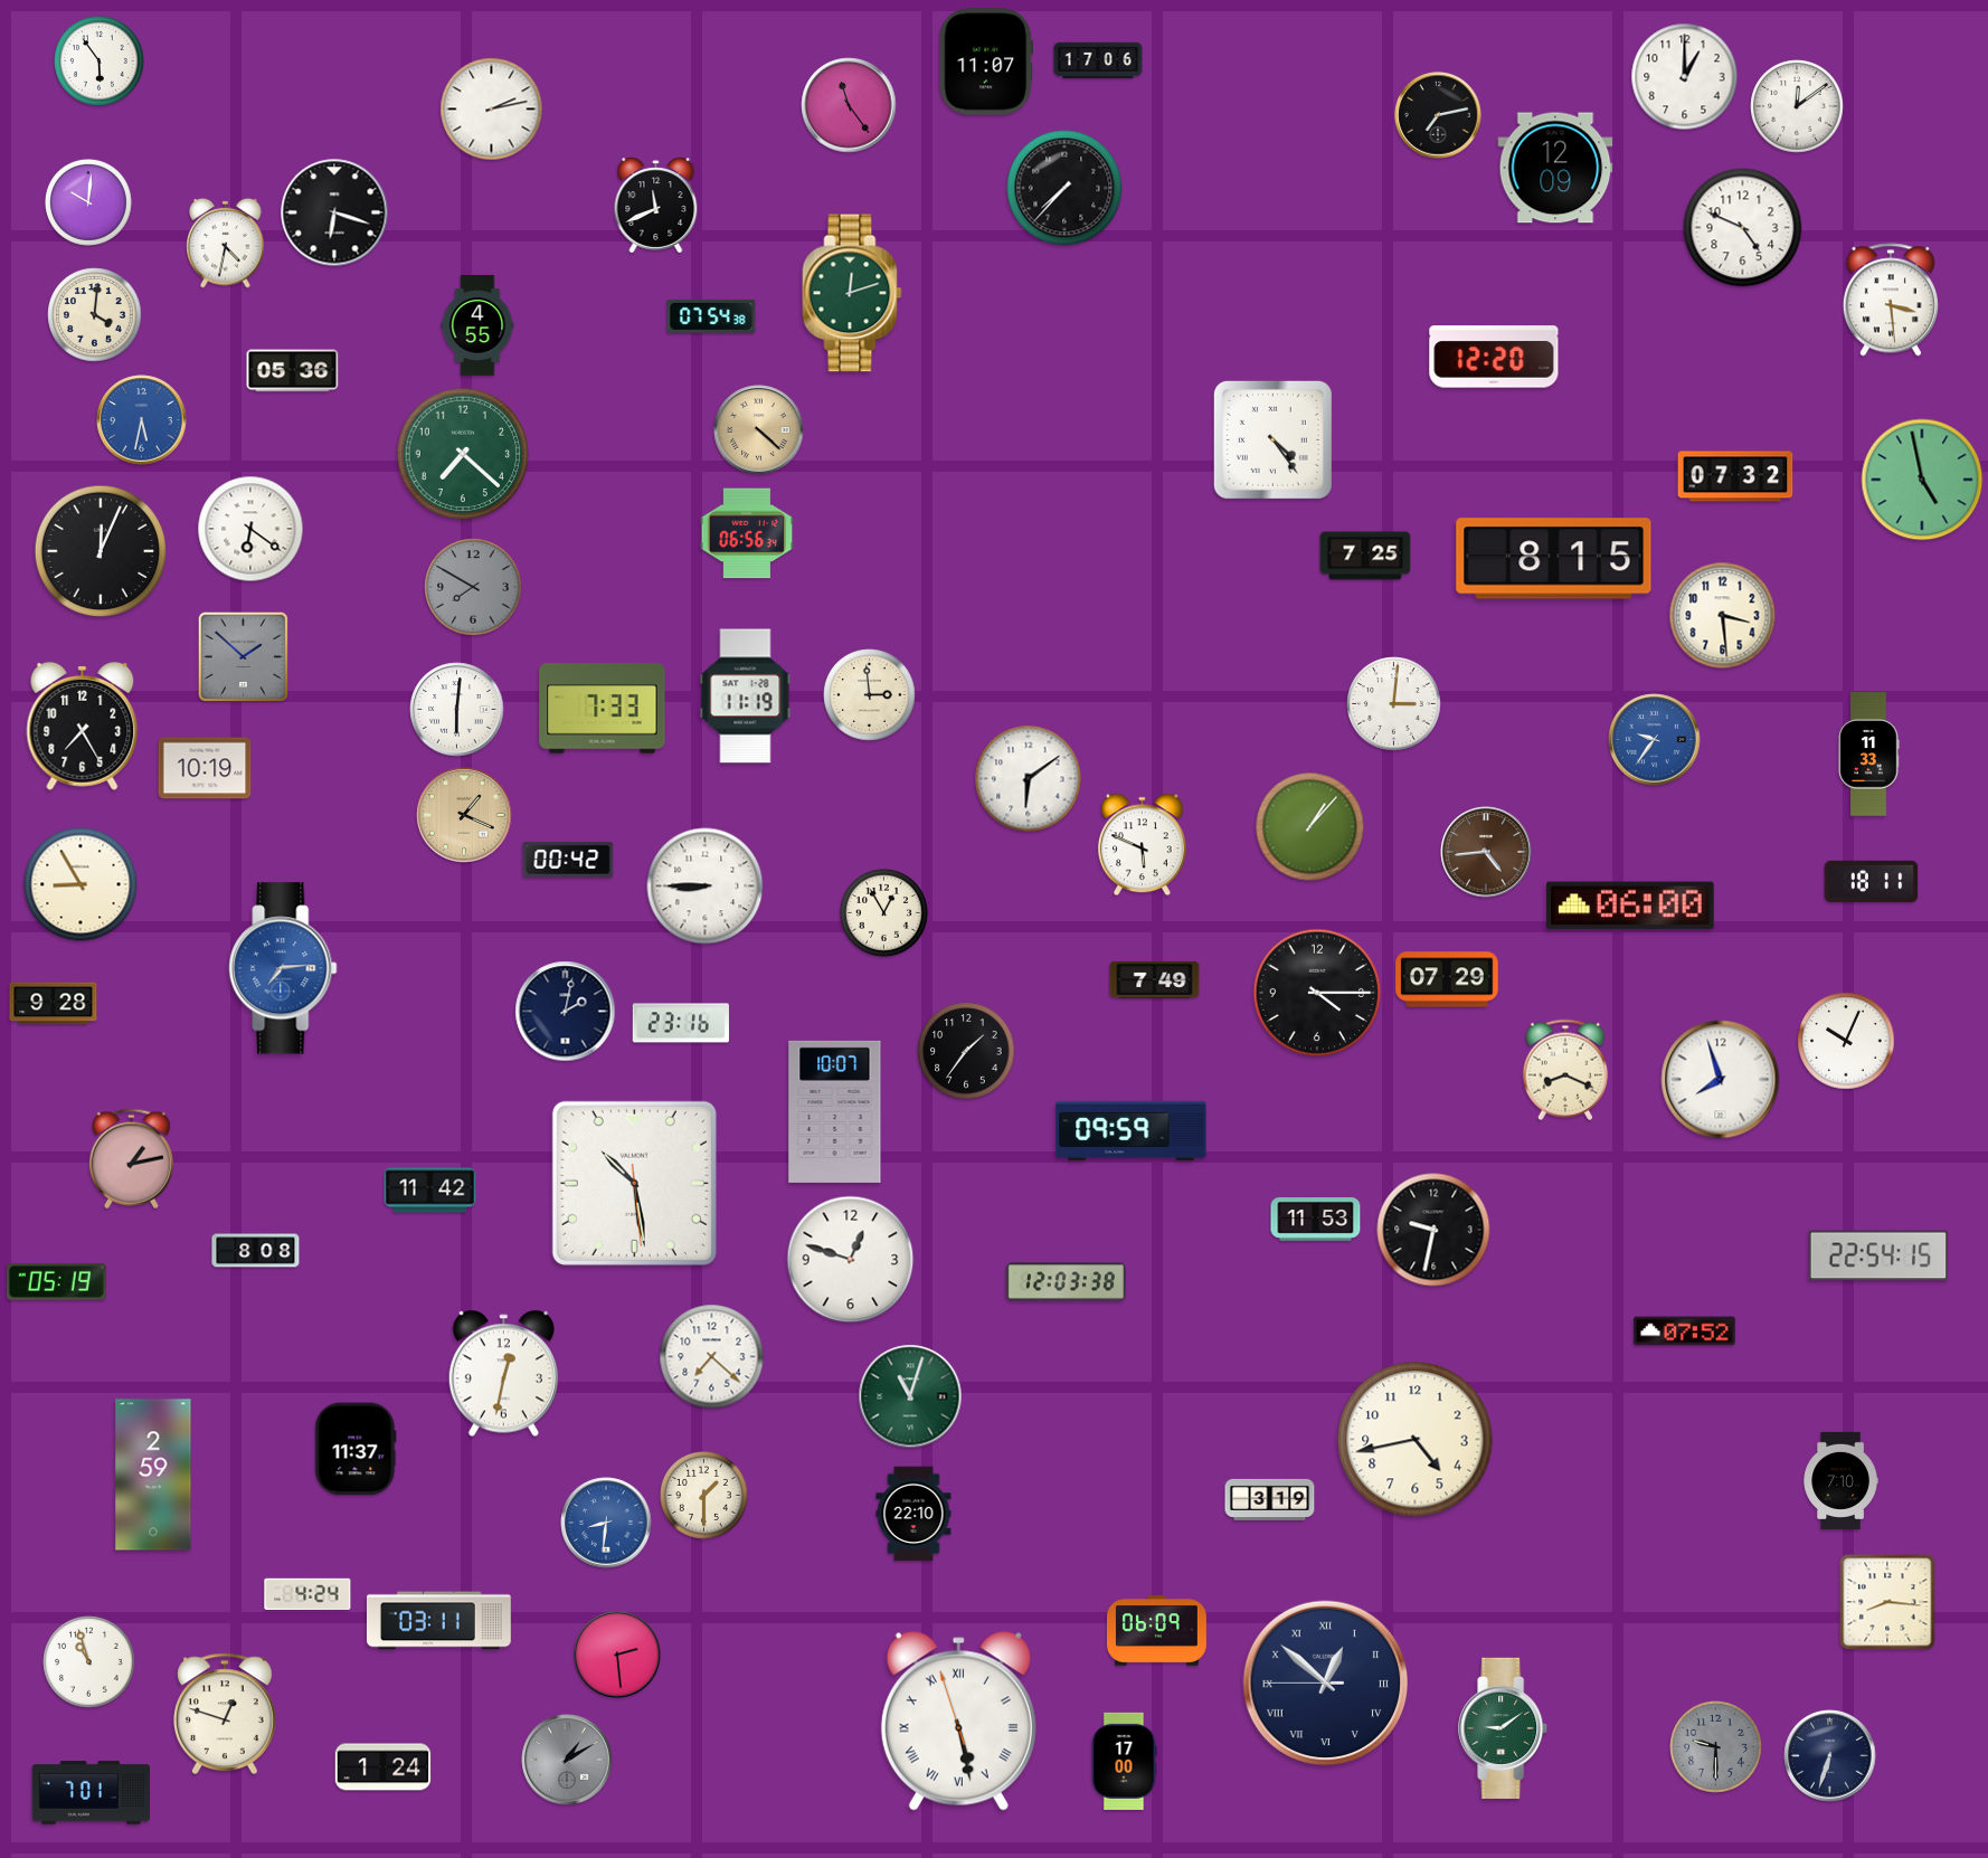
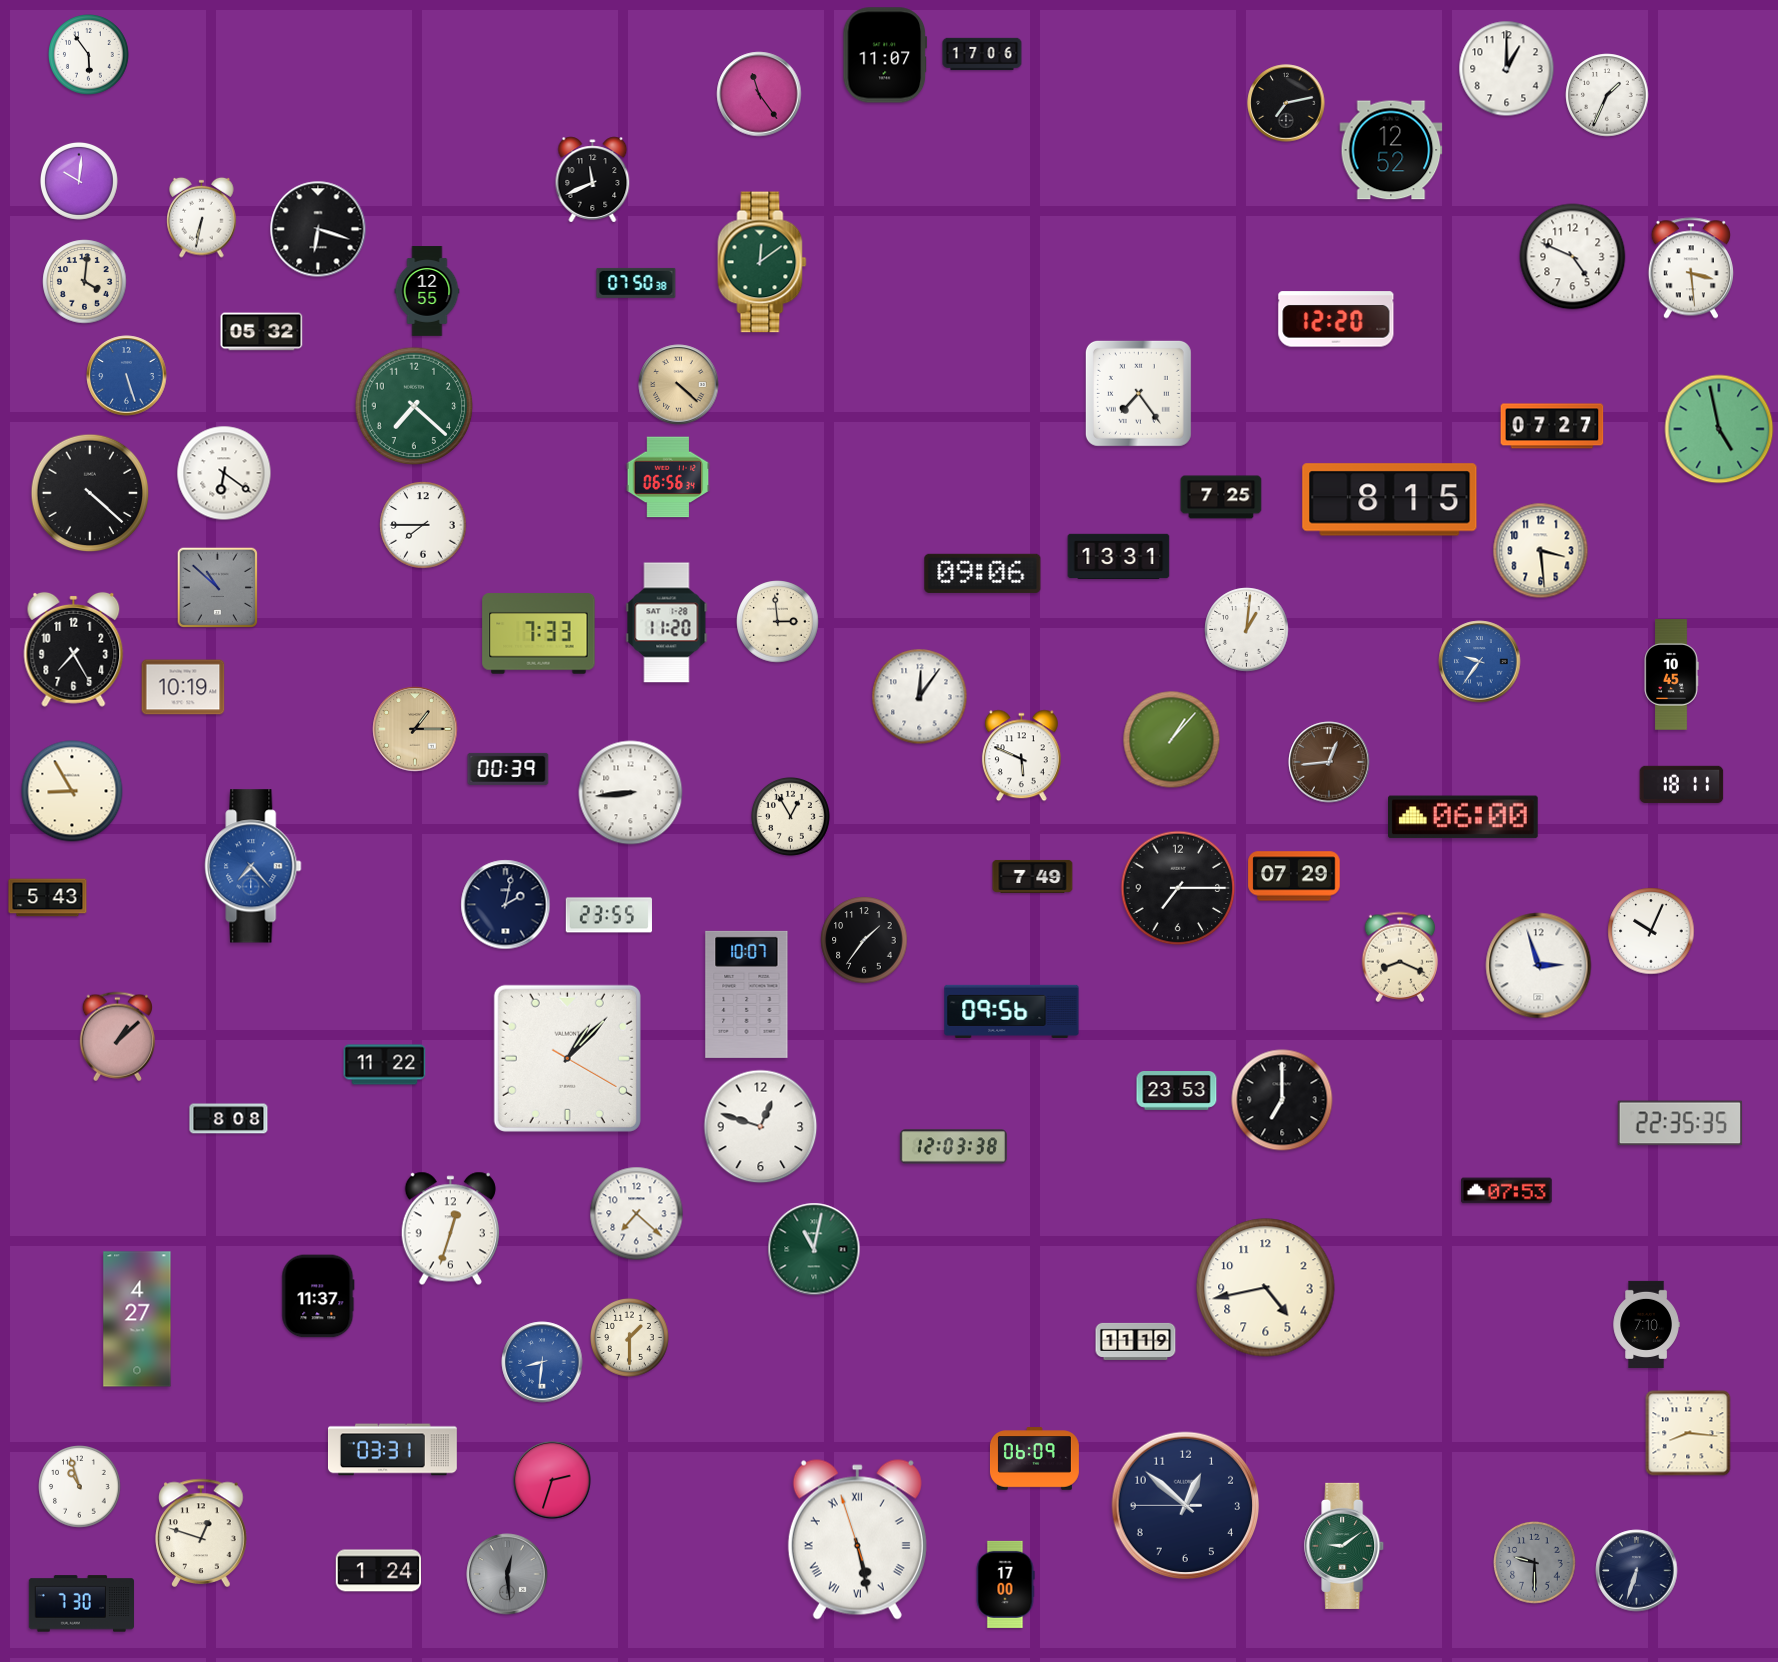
clock at (986, 61) position: (986, 61) -> (885, 55)
clock at (1797, 106): 12:09 -> 1:34
clock at (492, 110): 2:13 -> none
clock at (1555, 168): 12:09 -> 12:52
clock at (1064, 188): 7:37 -> none
clock at (656, 206) position: (656, 206) -> (593, 180)
clock at (334, 212) position: (334, 212) -> (318, 229)
clock at (1743, 228) position: (1743, 228) -> (1573, 257)
clock at (226, 243): 4:32 -> 6:32
clock at (852, 293): 12:12 -> 12:09
clock at (711, 316): 07:54 -> 07:50
clock at (477, 325): 4:55 -> 12:55
clock at (293, 371): 05:36 -> 05:32
clock at (142, 420): 5:32 -> 5:27
clock at (1272, 439): 4:24 -> 7:24
clock at (1735, 476): 07:32 -> 07:27
clock at (101, 551): 12:04 -> 4:22
clock at (473, 587): 7:50 -> 7:45
clock at (473, 587) dial: grey -> white
clock at (1119, 557): none -> 13:31
clock at (983, 573): none -> 09:06
clock at (243, 656): 1:52 -> 10:52
clock at (746, 696): 11:19 -> 11:20
clock at (1394, 704): 3:01 -> 1:01
clock at (457, 710): 6:01 -> none
clock at (1868, 755): 11:33 -> 10:45
clock at (1029, 779): 6:09 -> 12:06
clock at (464, 815): 1:19 -> 1:15
clock at (1486, 852): 4:44 -> 12:44
clock at (568, 860): 00:42 -> 00:39
clock at (1872, 881) position: (1872, 881) -> (1682, 784)
clock at (706, 887): 8:45 -> 8:44
clock at (1631, 906) position: (1631, 906) -> (1464, 817)
clock at (283, 968): 7:14 -> 7:23
clock at (1317, 993): 4:15 -> 7:15
clock at (54, 1004): 9:28 -> 5:43
clock at (680, 1023): 23:16 -> 23:55
clock at (1721, 1080): 7:57 -> 2:57
clock at (1132, 1130): 09:59 -> 09:56
clock at (131, 1159): 1:13 -> 1:08
clock at (634, 1183): 10:28 -> 1:07
clock at (430, 1191): 11:42 -> 11:22
clock at (1316, 1220): 11:53 -> 23:53
clock at (1433, 1230): 9:32 -> 7:00
clock at (1878, 1255): 22:54 -> 22:35
clock at (56, 1281): 05:19 -> none
clock at (1685, 1331): 07:52 -> 07:53
clock at (503, 1374): 12:32 -> 12:33
clock at (910, 1396): 11:03 -> 11:02
clock at (153, 1475): 2:59 -> 4:27
clock at (1270, 1499): 3:19 -> 11:19
clock at (913, 1514): 22:10 -> none
clock at (307, 1593): 4:24 -> none
clock at (439, 1621): 03:11 -> 03:31
clock at (617, 1655): 2:29 -> 2:33
clock at (1326, 1684) numerals: Roman -> Arabic
clock at (567, 1760): 1:10 -> 12:29
clock at (1124, 1761) position: (1124, 1761) -> (1005, 1584)
clock at (384, 1767) position: (384, 1767) -> (379, 1571)
clock at (91, 1793): 7:01 -> 7:30
